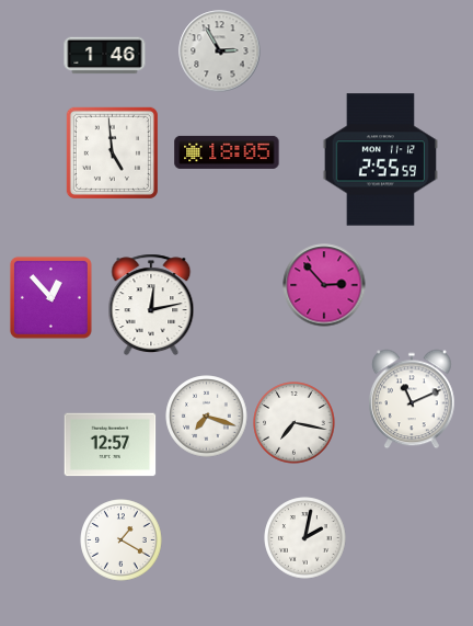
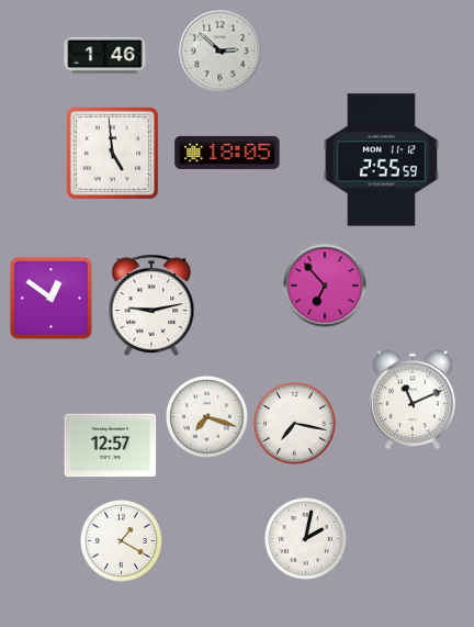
clock at (220, 52): 2:55 -> 2:52
clock at (324, 285): 2:53 -> 6:53
clock at (50, 297): 12:53 -> 12:51
clock at (151, 305): 12:13 -> 9:13
